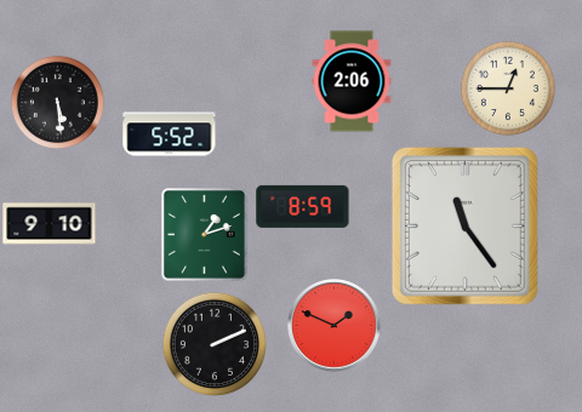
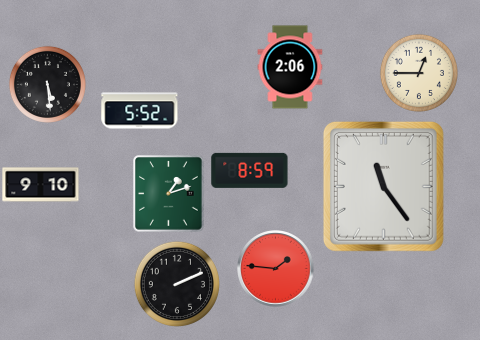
clock at (335, 326): 1:49 -> 1:46
